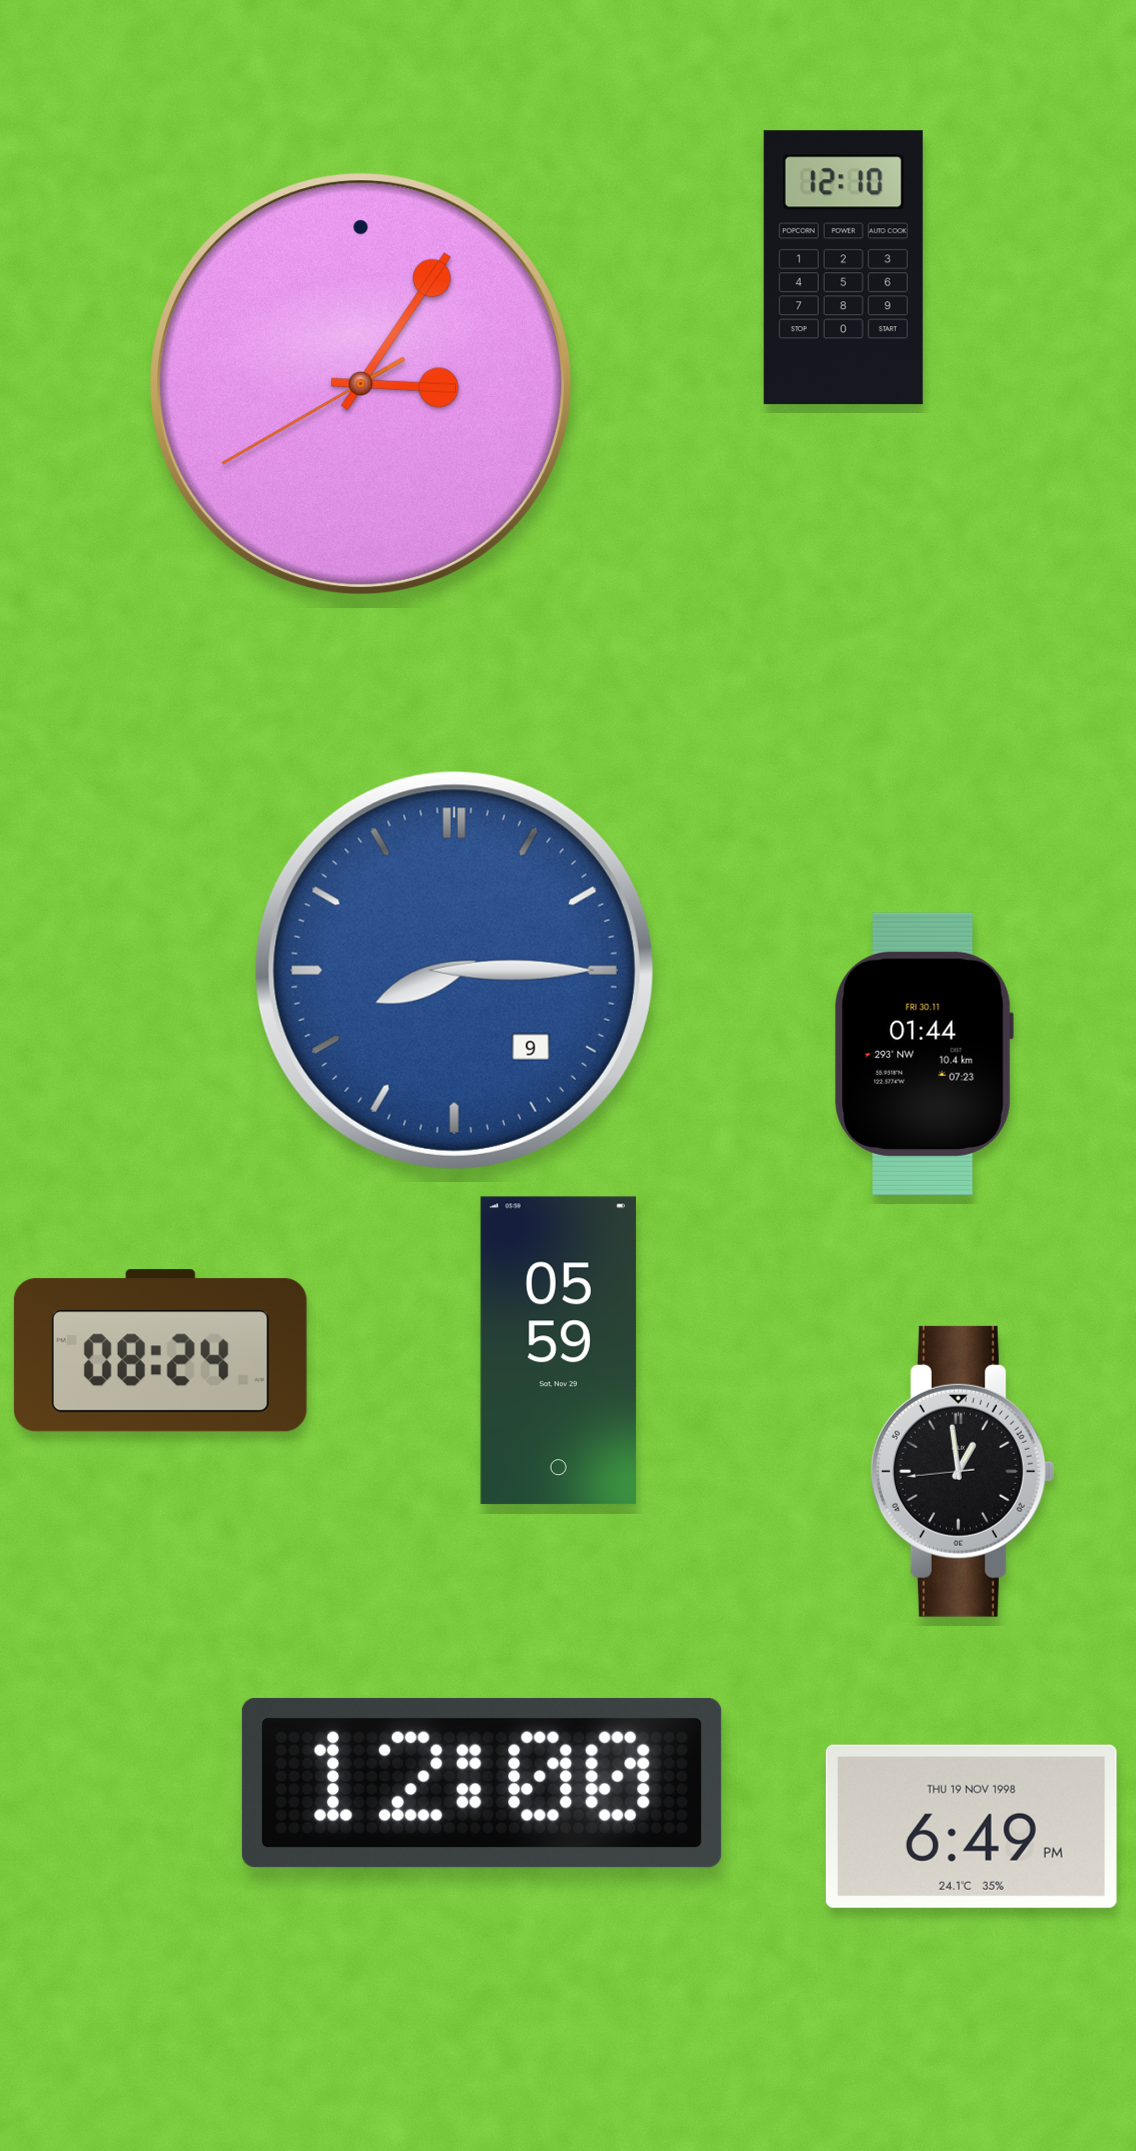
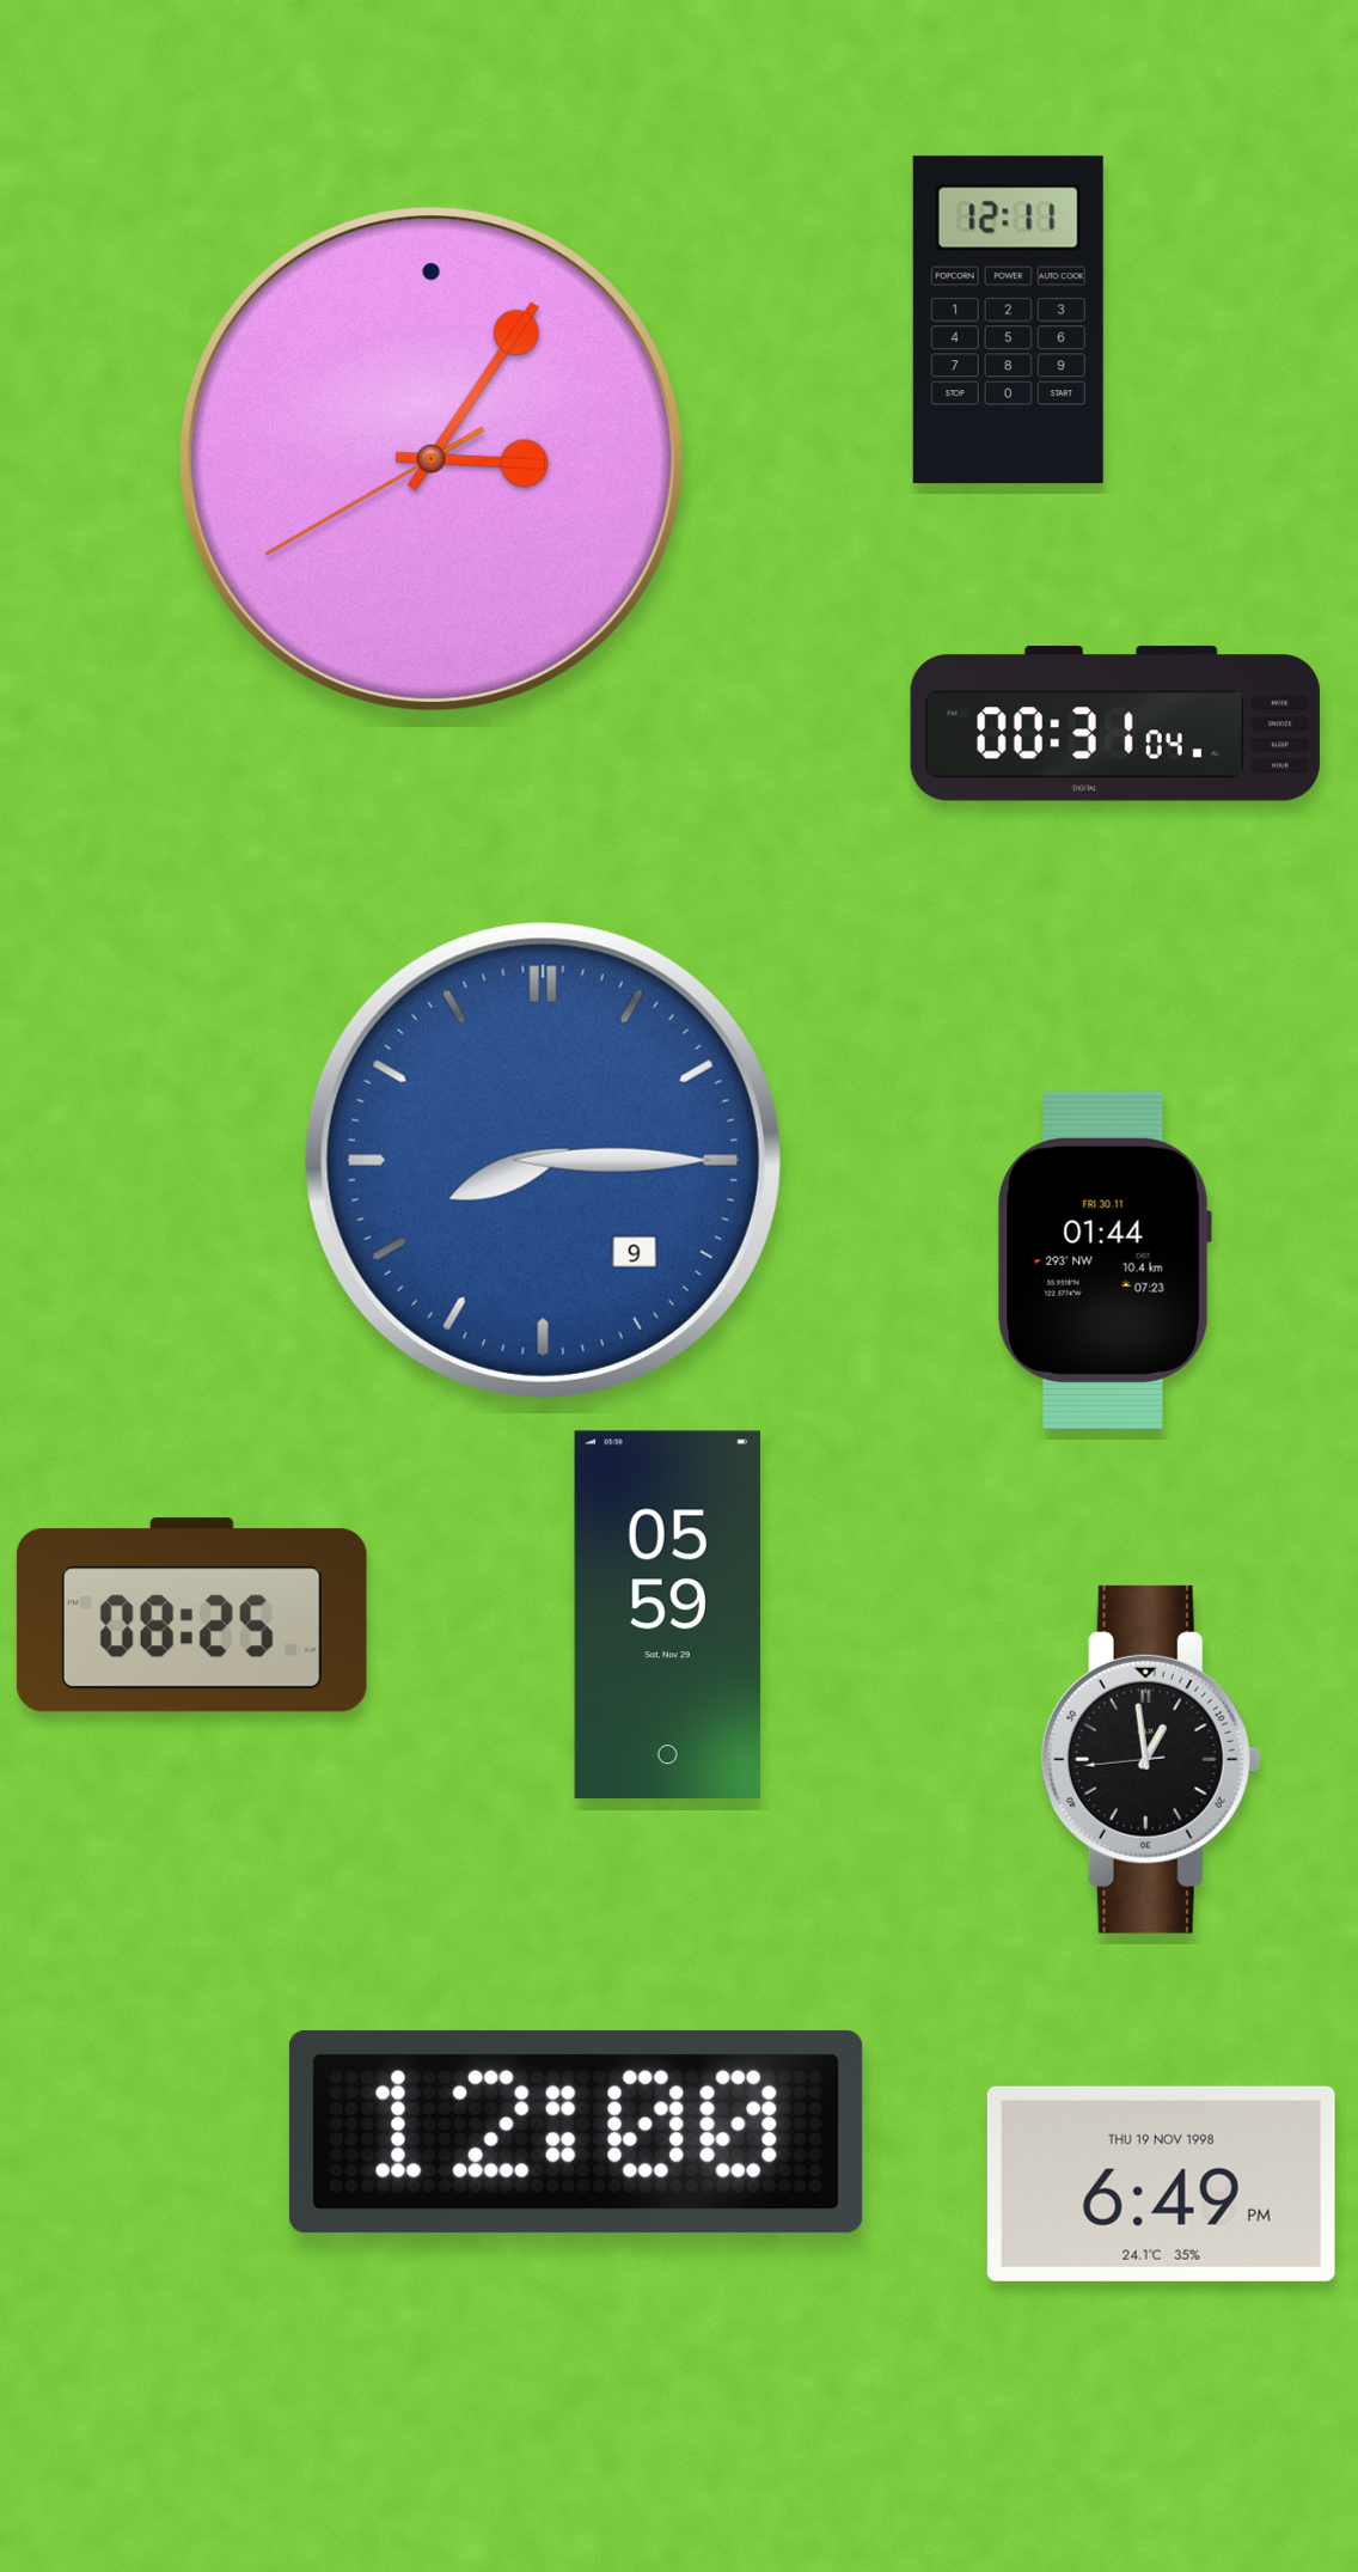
clock at (843, 268): 12:10 -> 12:11
clock at (1115, 723): none -> 00:31
clock at (160, 1351): 08:24 -> 08:25
